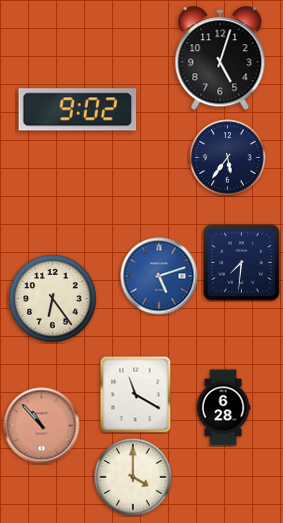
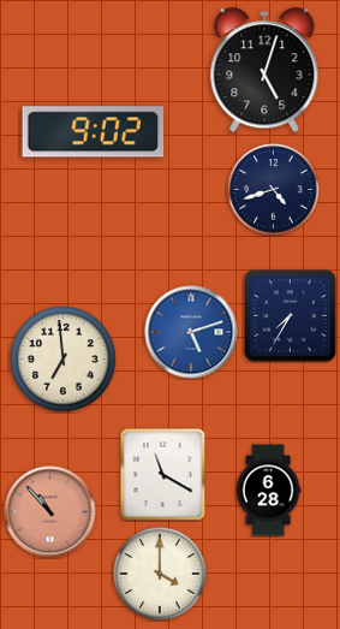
clock at (228, 158): 5:36 -> 4:42
clock at (242, 263): 7:31 -> 7:35
clock at (53, 299): 6:24 -> 6:59
